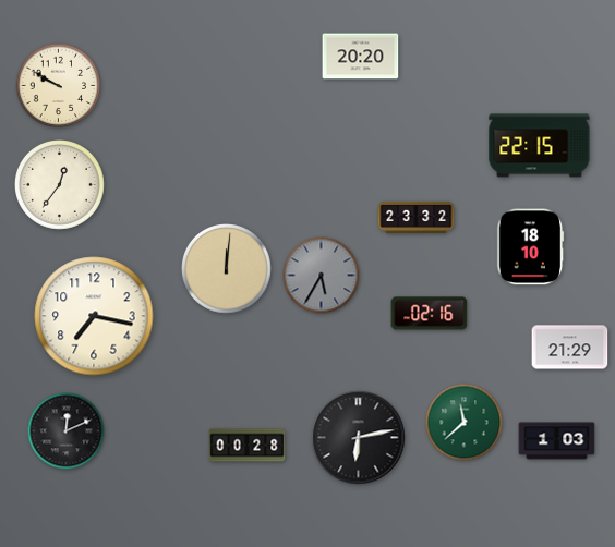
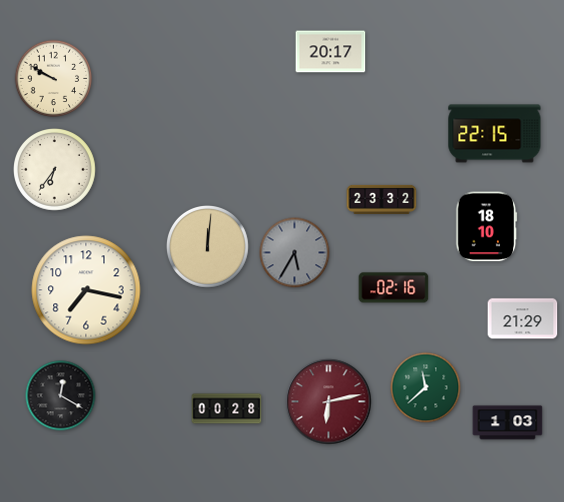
clock at (361, 57): 20:20 -> 20:17
clock at (60, 185): 12:36 -> 6:36
clock at (67, 431): 12:11 -> 12:20
clock at (359, 438) dial: black -> burgundy
clock at (557, 441) position: (557, 441) -> (508, 423)
